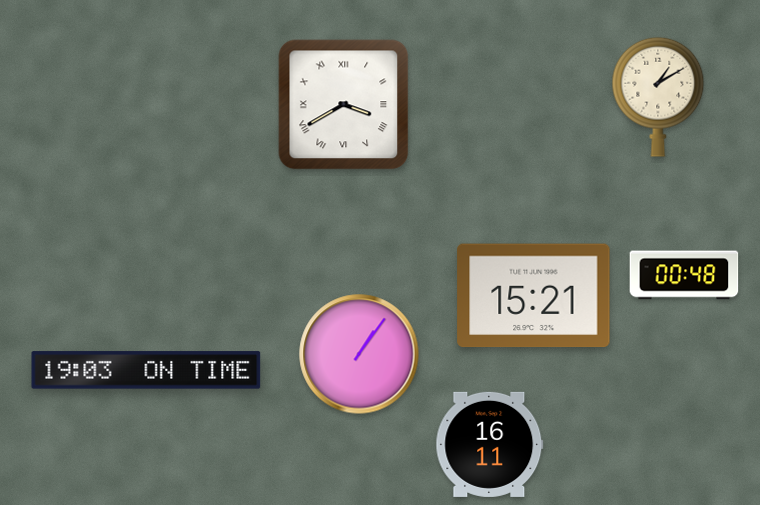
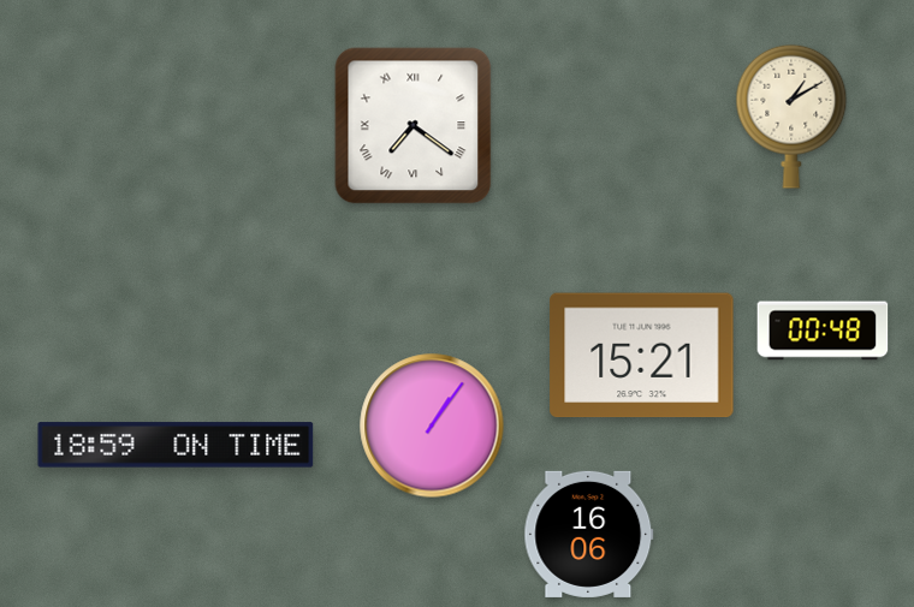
clock at (344, 105): 3:40 -> 7:21
clock at (146, 370): 19:03 -> 18:59
clock at (490, 444): 16:11 -> 16:06
